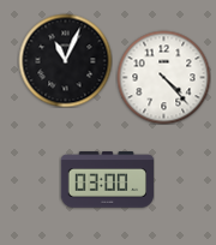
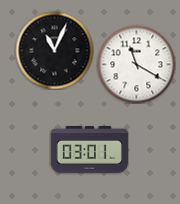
clock at (163, 77): 4:23 -> 11:20
clock at (107, 180): 03:00 -> 03:01
